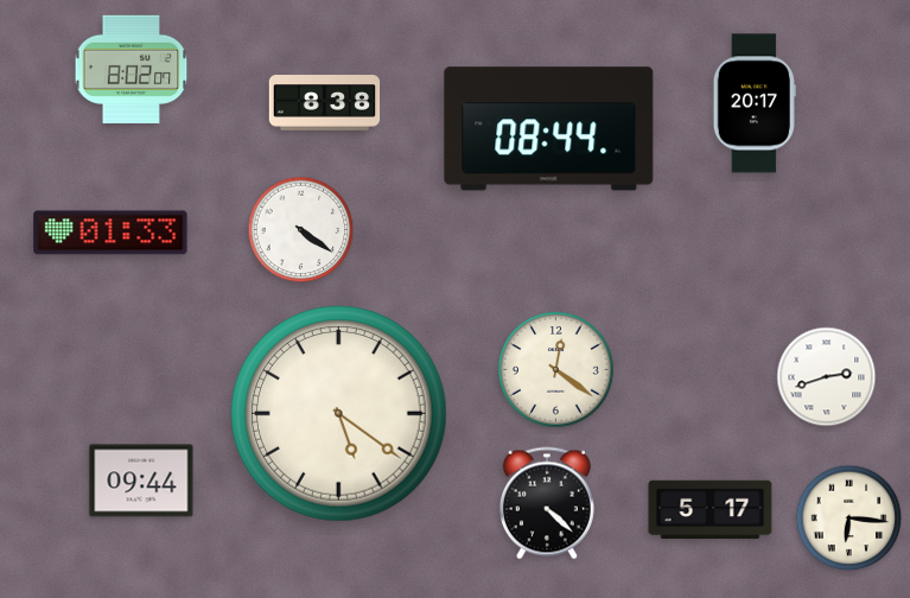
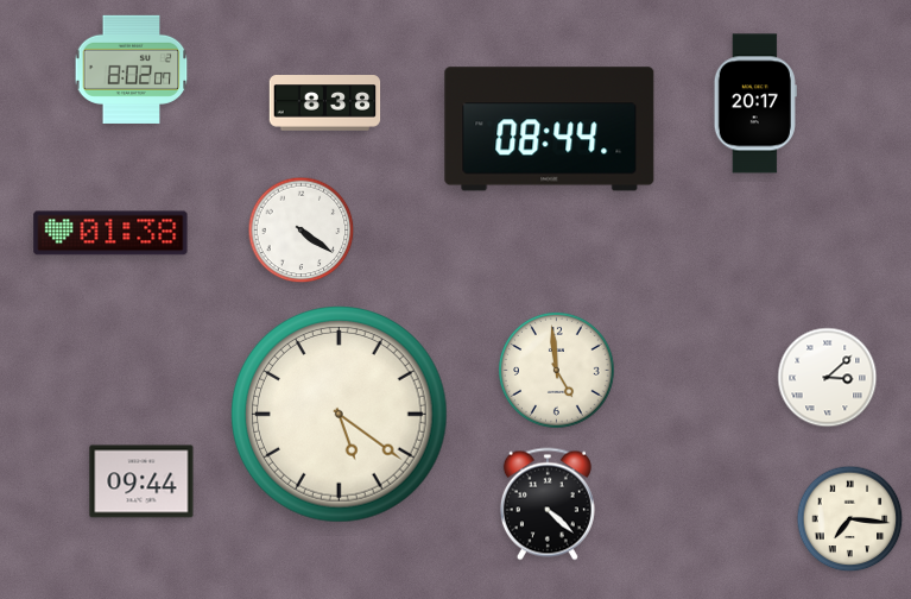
clock at (110, 233): 01:33 -> 01:38
clock at (556, 370): 12:21 -> 4:59
clock at (827, 377): 2:42 -> 3:08
clock at (711, 510): 5:17 -> none
clock at (849, 519): 6:16 -> 7:16
